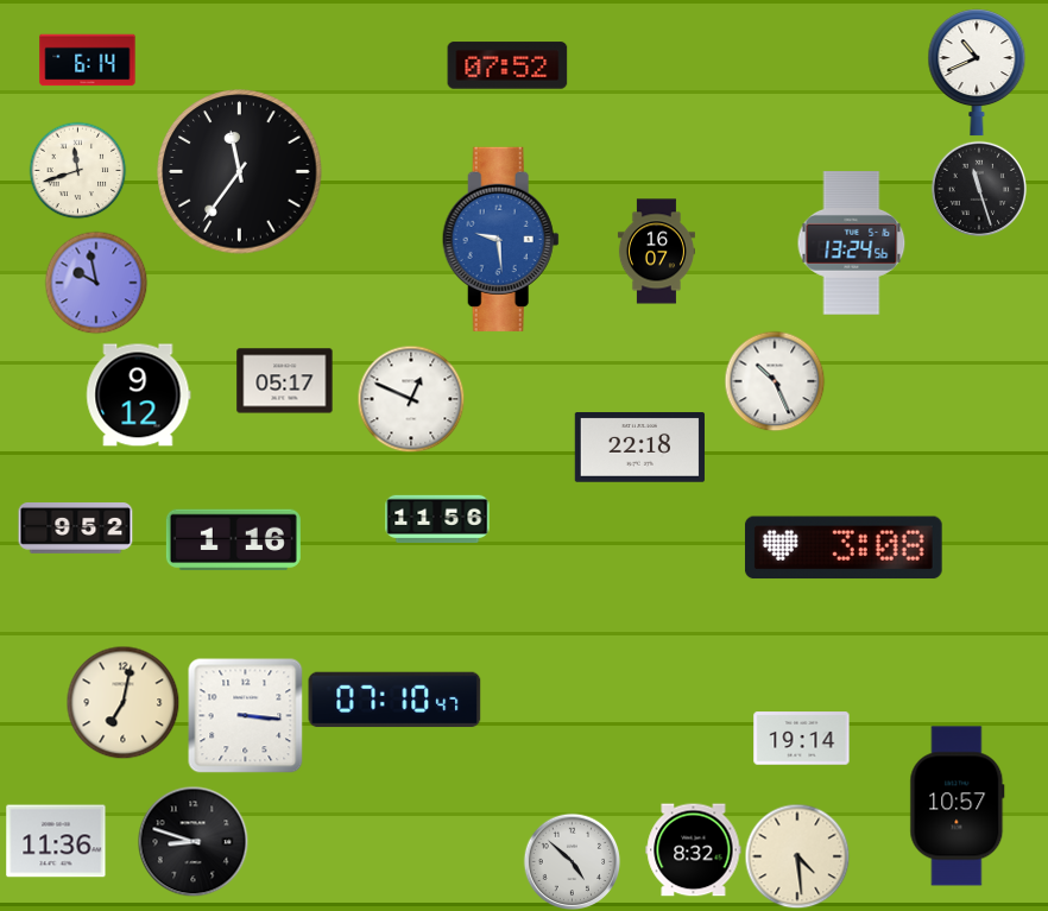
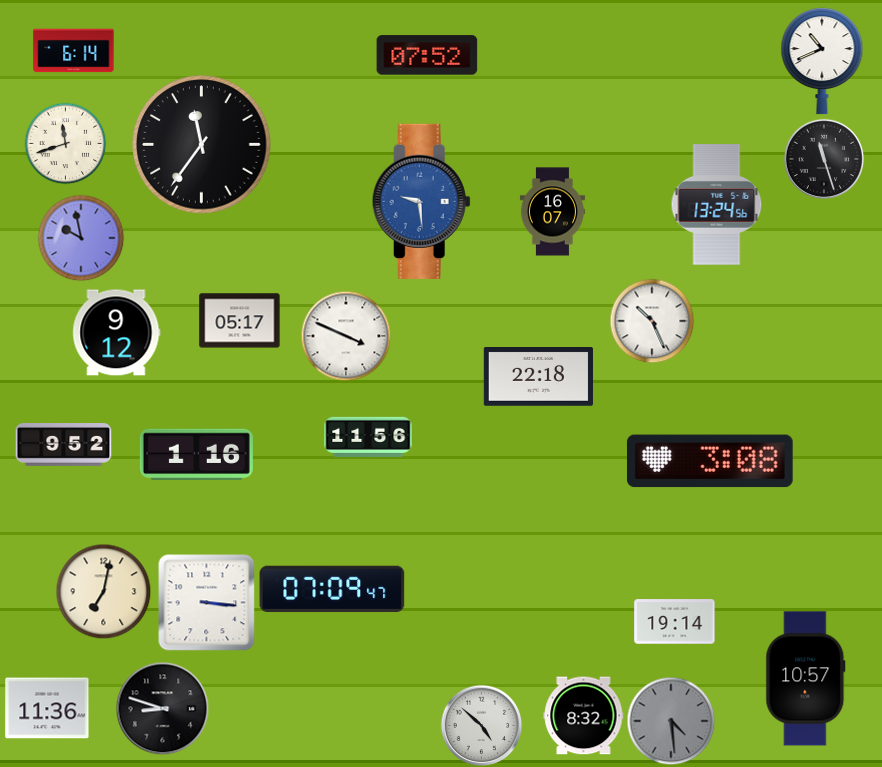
clock at (411, 399): 12:49 -> 3:49
clock at (394, 700): 07:10 -> 07:09
clock at (797, 856) dial: cream -> grey
